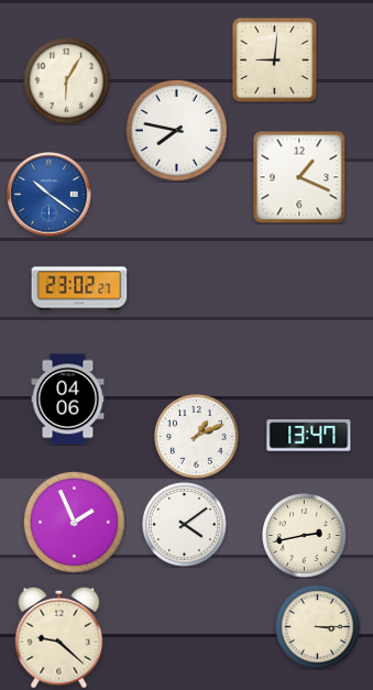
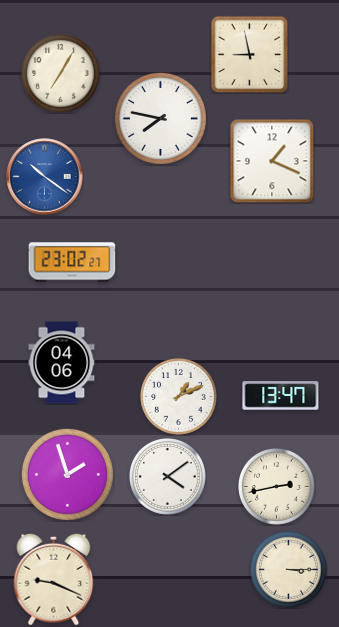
clock at (274, 59): 9:01 -> 8:58
clock at (67, 81): 6:05 -> 7:05
clock at (74, 522): 1:56 -> 1:57
clock at (59, 637): 9:22 -> 9:19
